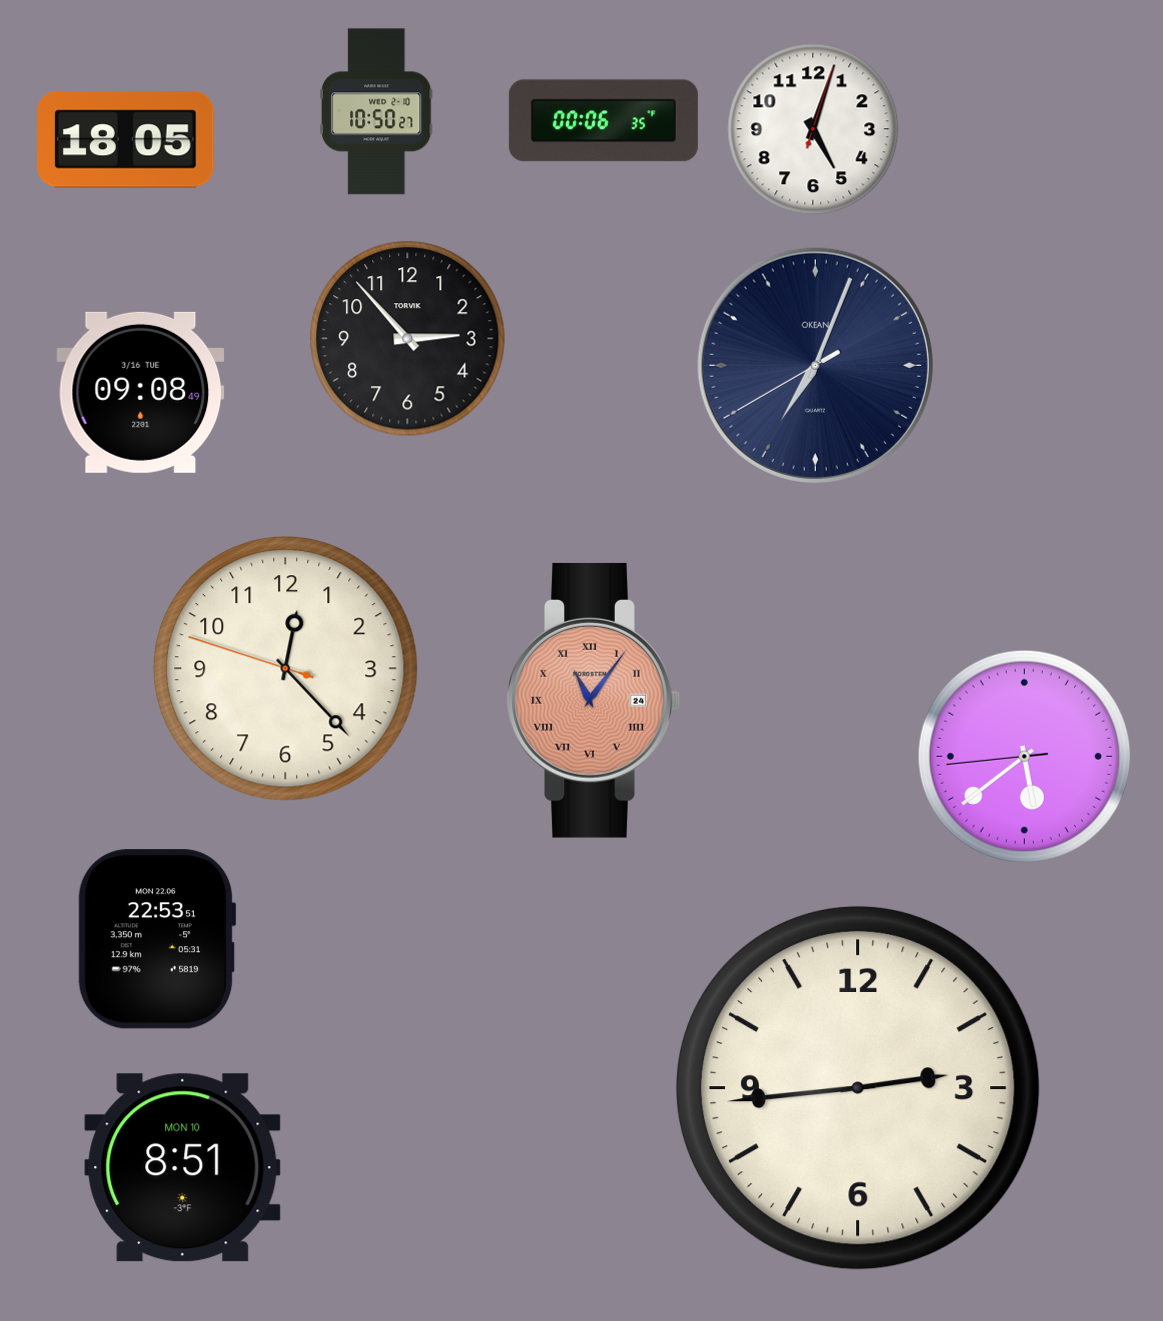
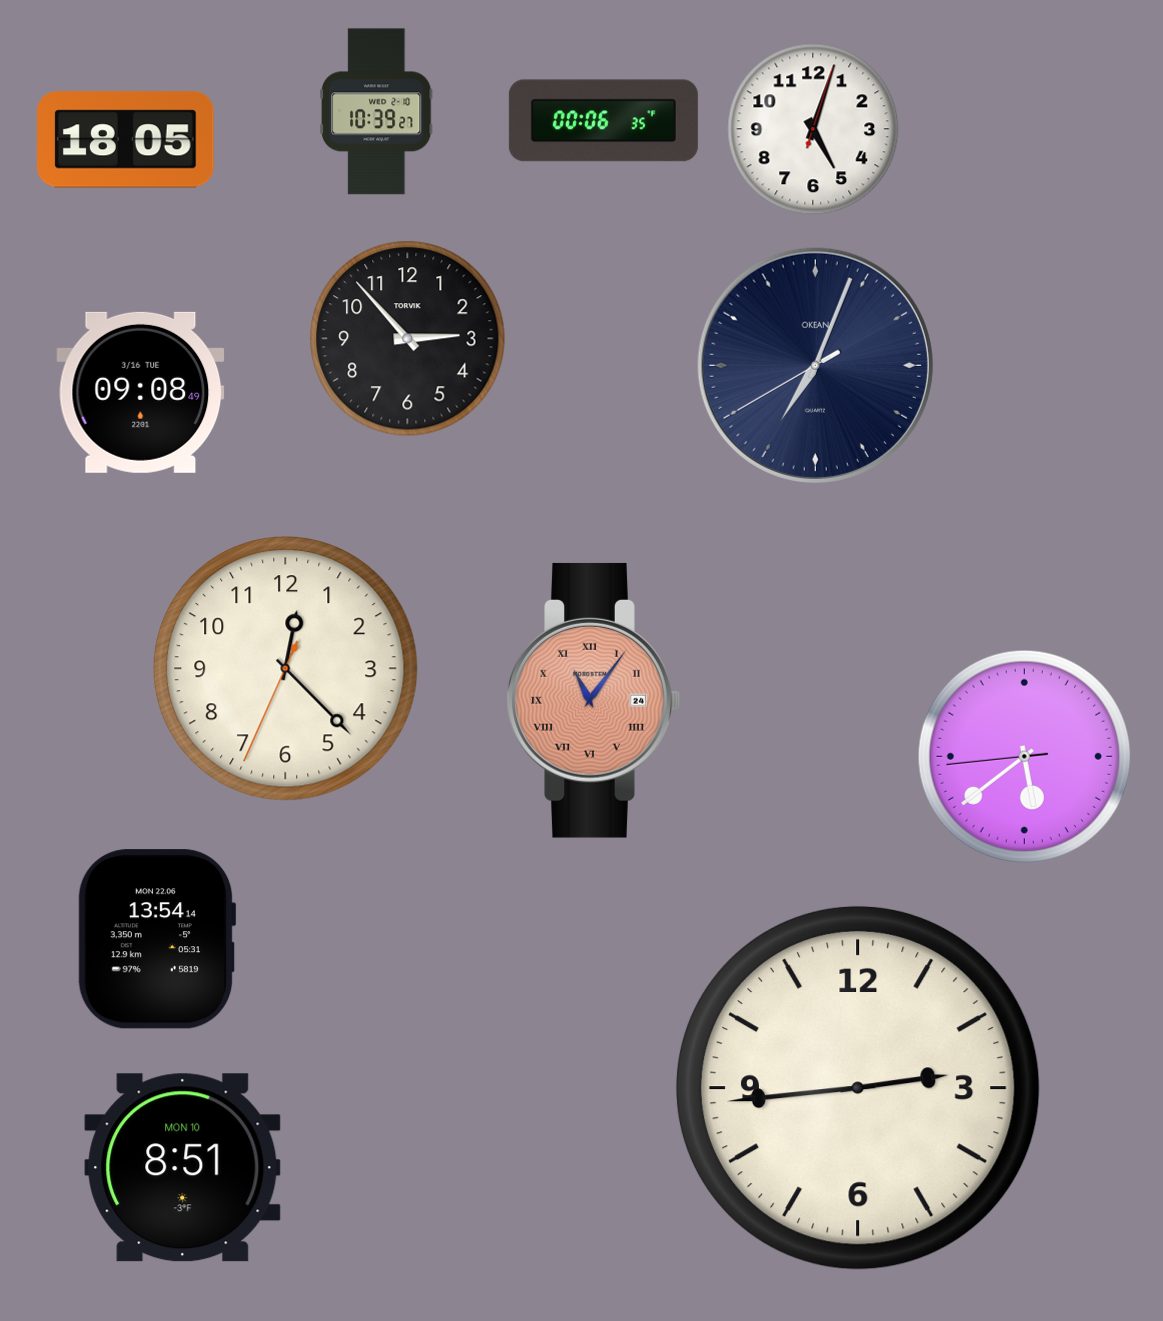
clock at (377, 112): 10:50 -> 10:39
clock at (286, 669): 12:22:48 -> 12:22:34
clock at (157, 939): 22:53 -> 13:54
